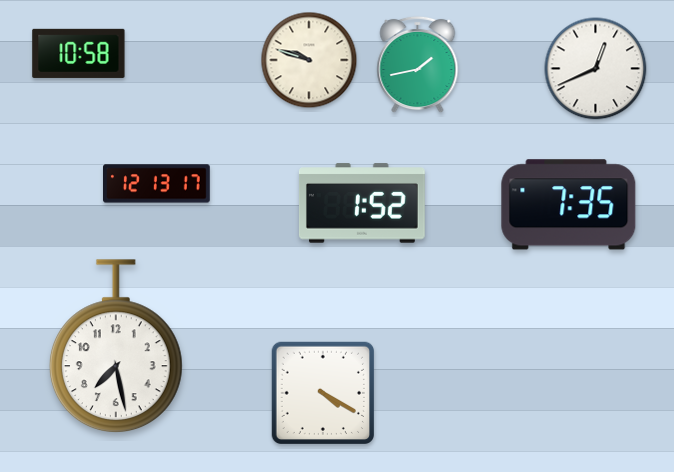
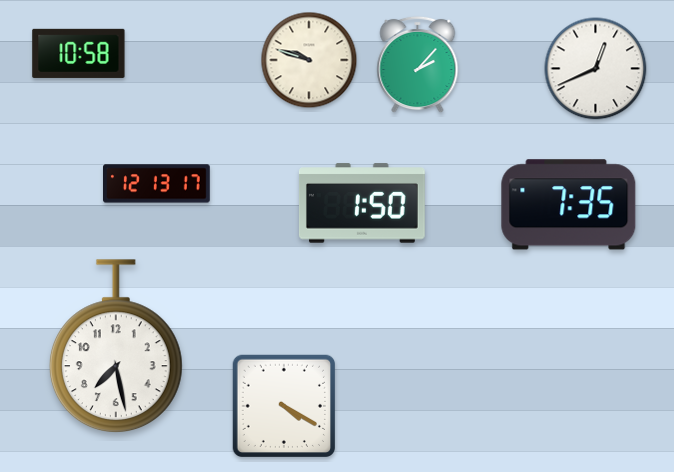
clock at (418, 65): 1:43 -> 2:07
clock at (362, 203): 1:52 -> 1:50
clock at (322, 392) position: (322, 392) -> (283, 405)
